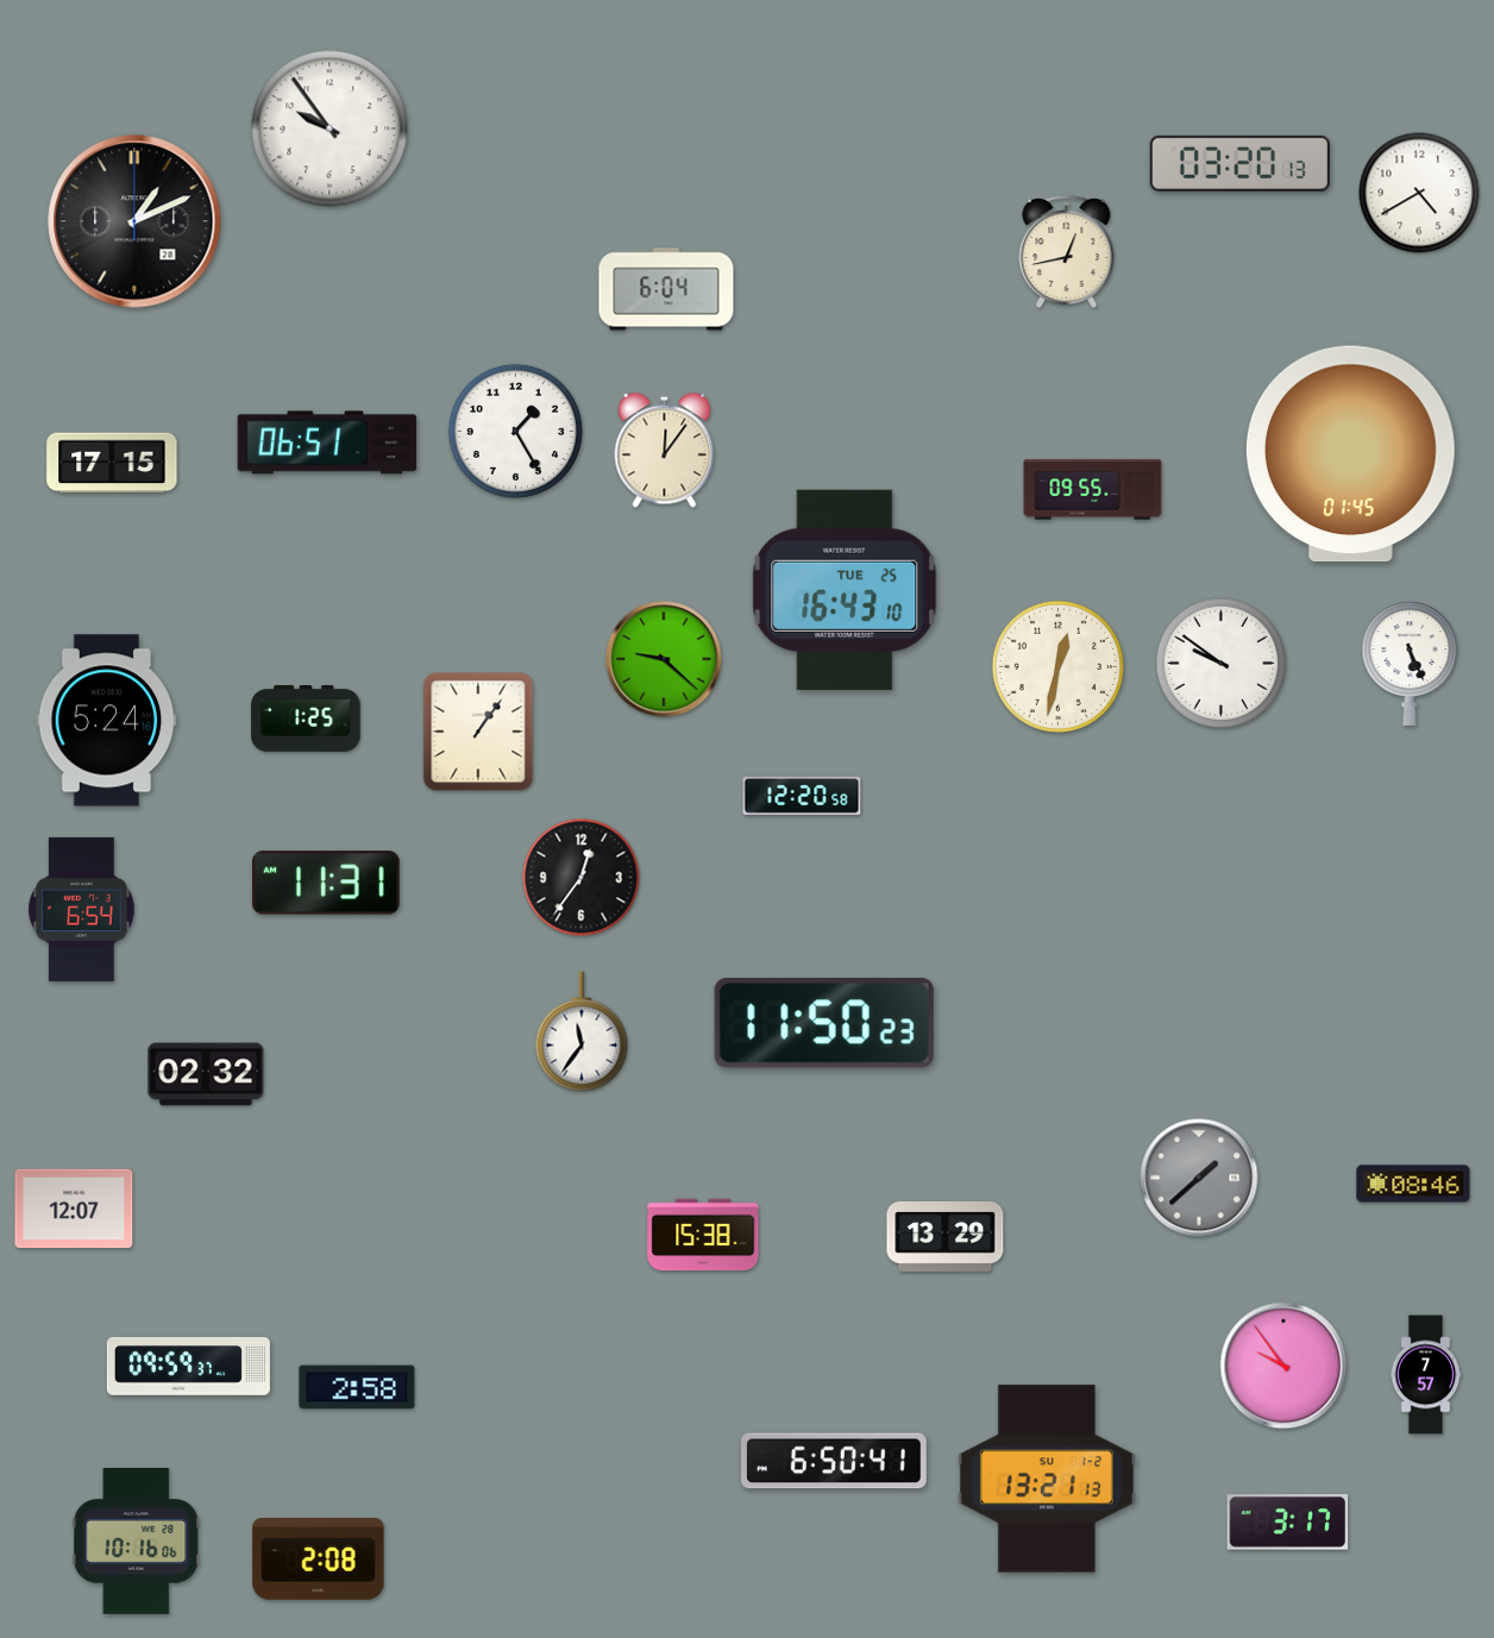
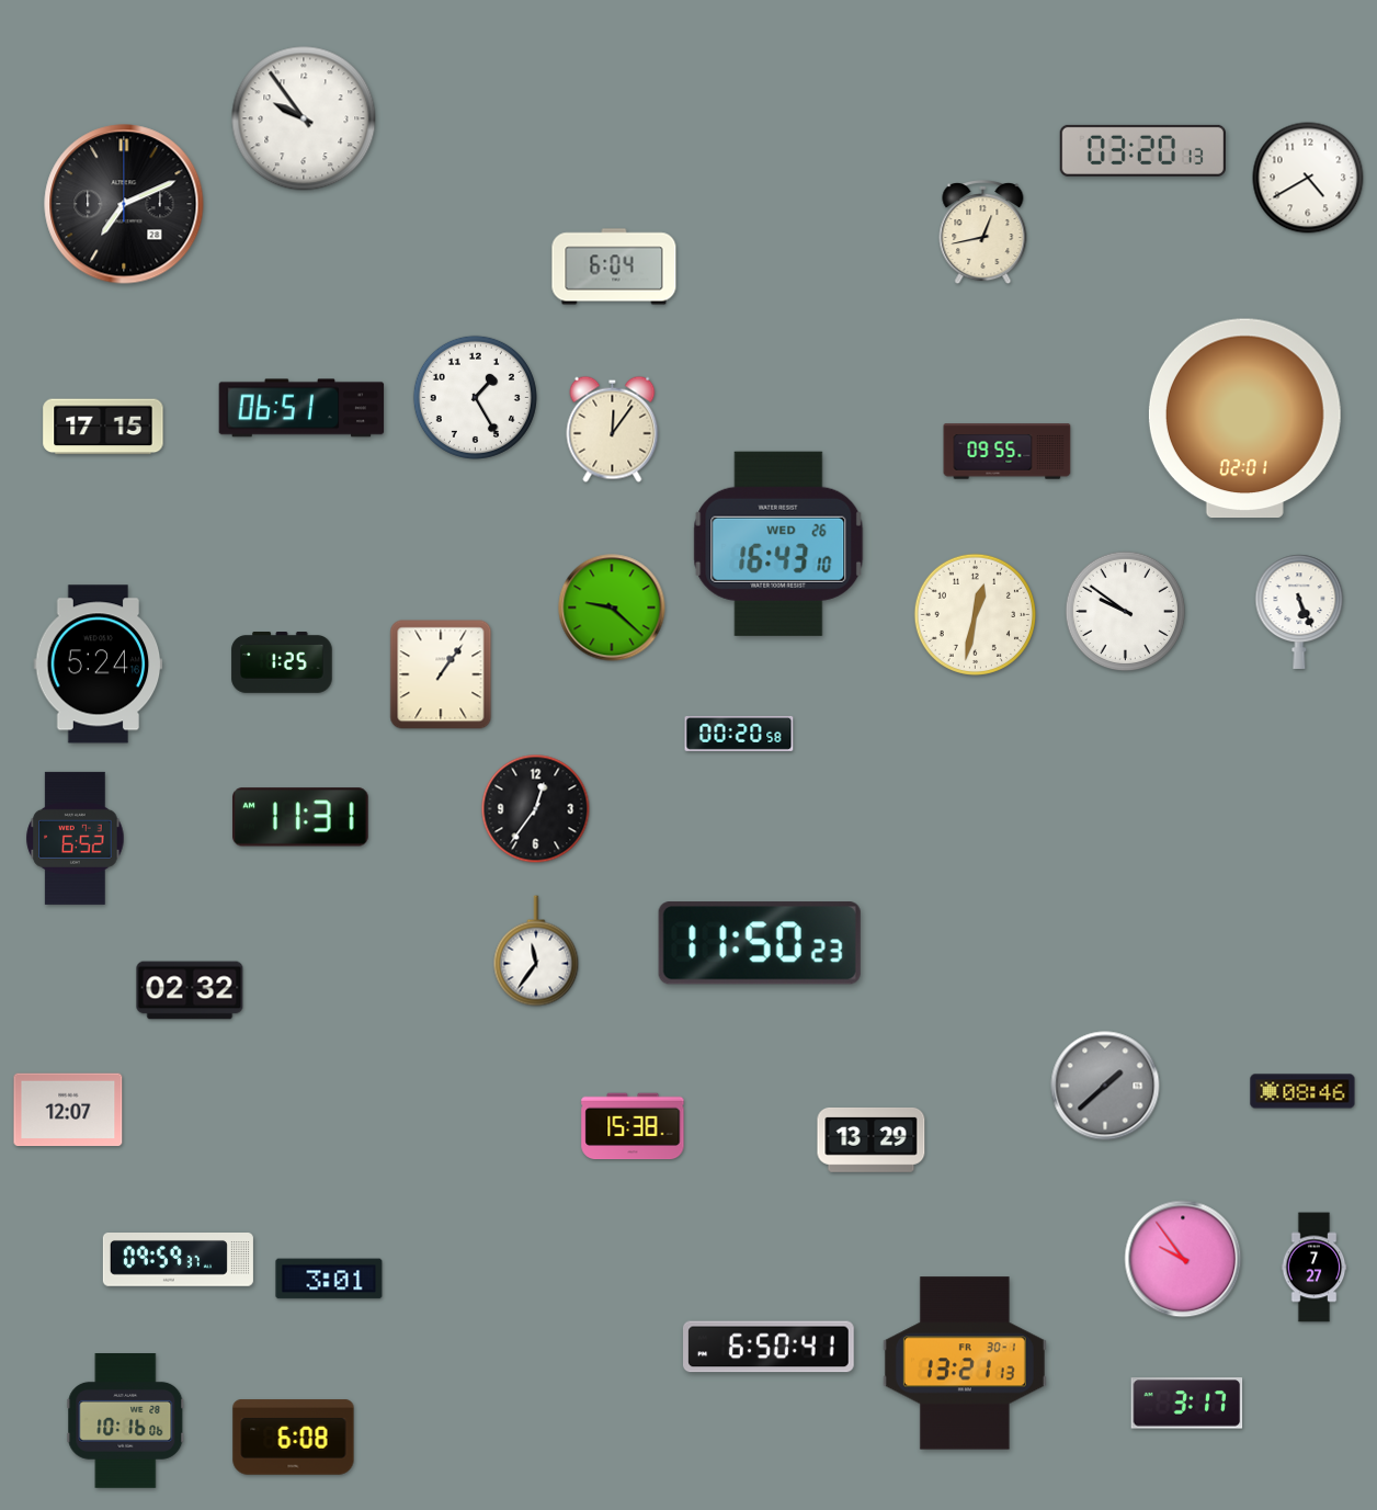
clock at (134, 221): 1:11 -> 7:11
clock at (665, 450) position: (665, 450) -> (613, 429)
clock at (1350, 454): 01:45 -> 02:01
clock at (845, 590) date: TUE 25 -> WED 26
clock at (802, 796): 12:20 -> 00:20
clock at (327, 883) position: (327, 883) -> (301, 817)
clock at (82, 909): 6:54 -> 6:52
clock at (74, 1209) position: (74, 1209) -> (68, 1110)
clock at (703, 1235) position: (703, 1235) -> (633, 1126)
clock at (188, 1367) position: (188, 1367) -> (178, 1260)
clock at (1426, 1375): 7:57 -> 7:27
clock at (357, 1387): 2:58 -> 3:01
clock at (1047, 1479) date: SU 1-2 -> FR 30-1
clock at (319, 1559): 2:08 -> 6:08
